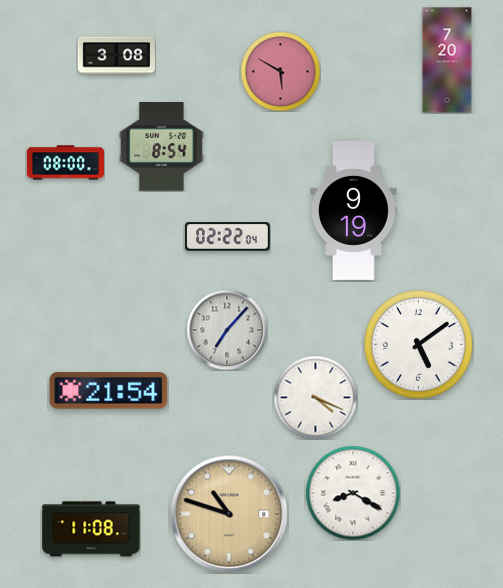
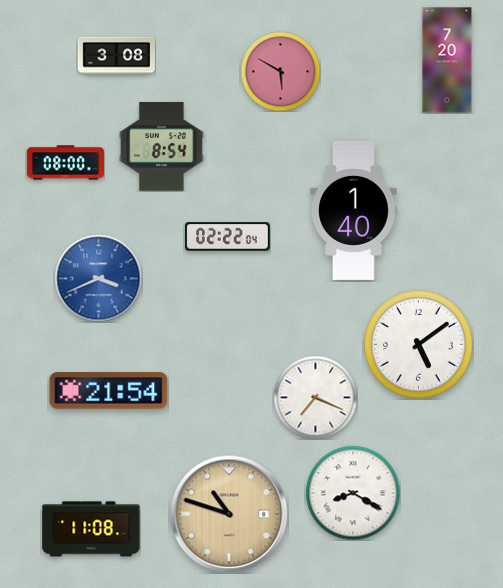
clock at (354, 210): 9:19 -> 1:40
clock at (98, 278): none -> 3:41
clock at (227, 330): 7:07 -> none
clock at (315, 397): 4:19 -> 7:19
